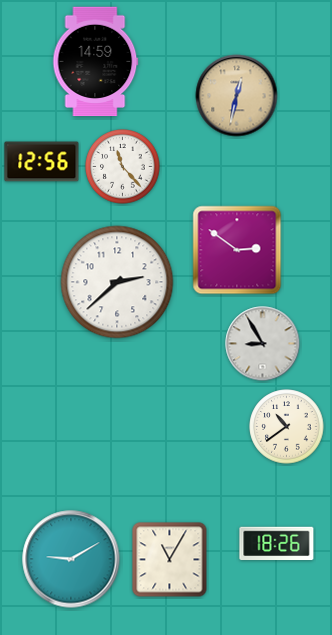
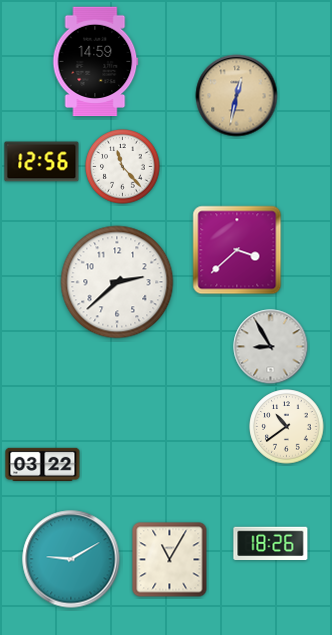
clock at (237, 250): 2:51 -> 3:38
clock at (263, 344) position: (263, 344) -> (271, 347)
clock at (43, 464): none -> 03:22
clock at (277, 544) position: (277, 544) -> (271, 544)
